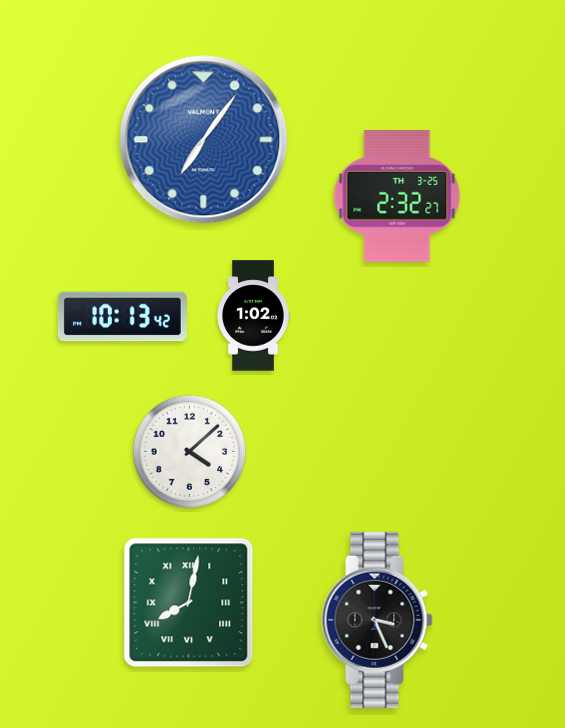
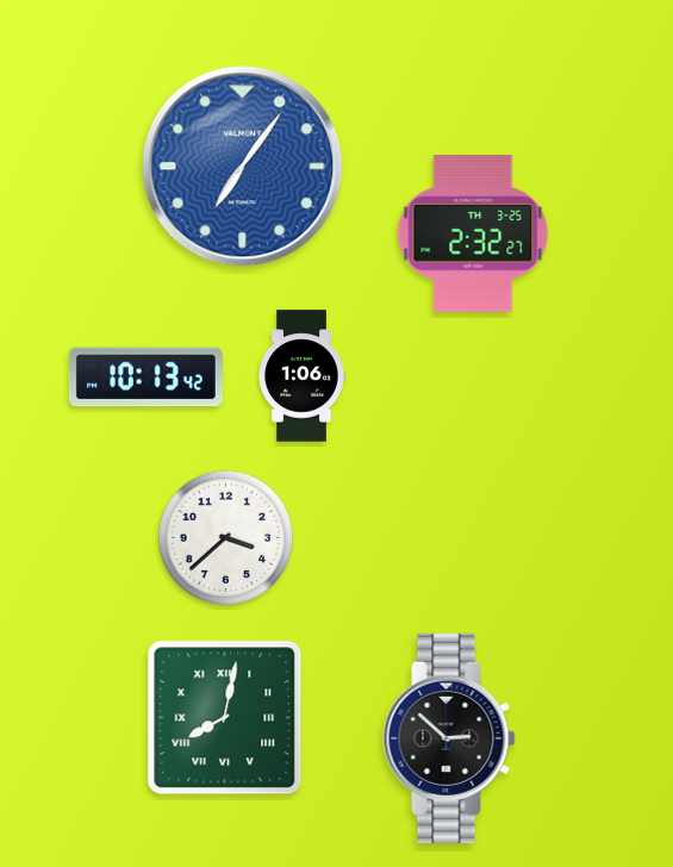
clock at (253, 316): 1:02 -> 1:06
clock at (190, 452): 4:08 -> 3:38
clock at (377, 620): 3:26 -> 2:52
